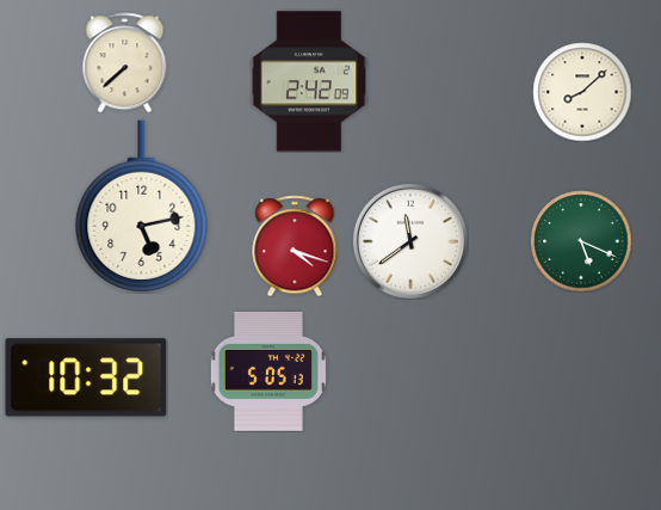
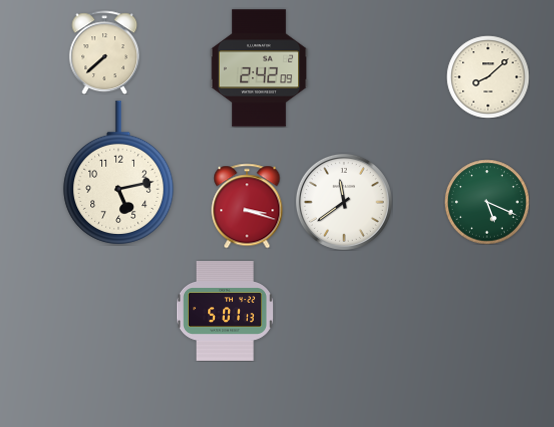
clock at (295, 246): 4:18 -> 3:18
clock at (268, 371): 5:05 -> 5:01
clock at (86, 377): 10:32 -> none
